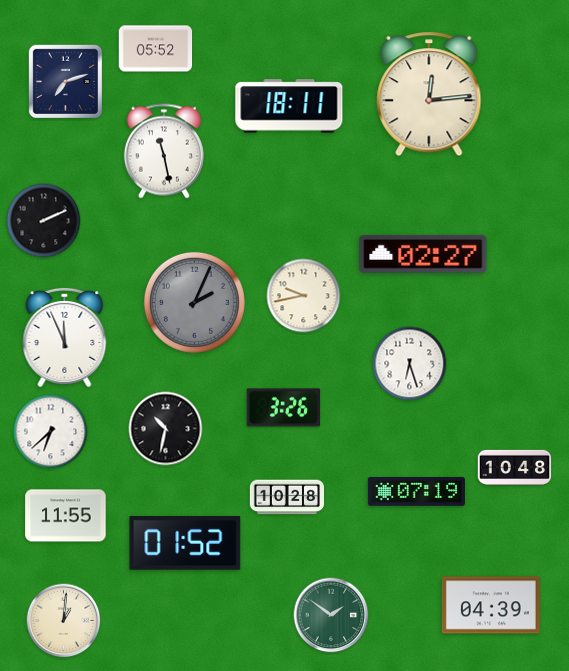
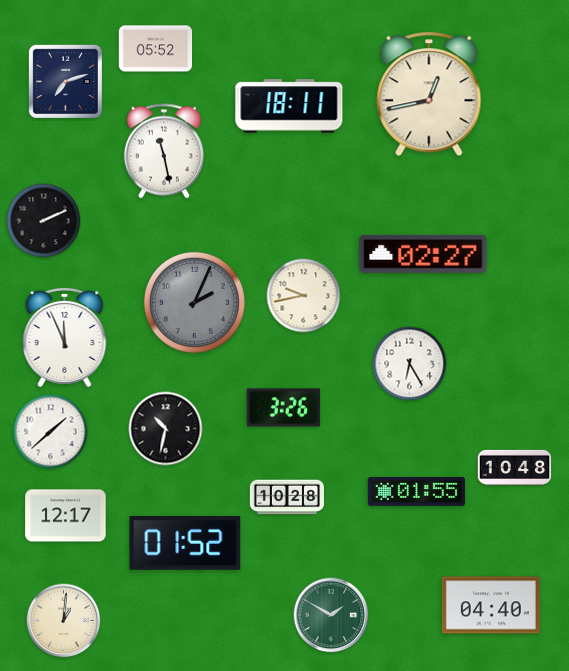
clock at (429, 94): 12:14 -> 12:43
clock at (410, 364): 6:27 -> 6:25
clock at (51, 432): 6:38 -> 1:38
clock at (416, 492): 07:19 -> 01:55
clock at (66, 516): 11:55 -> 12:17
clock at (491, 605): 04:39 -> 04:40
clock at (331, 615): 1:51 -> 1:50
